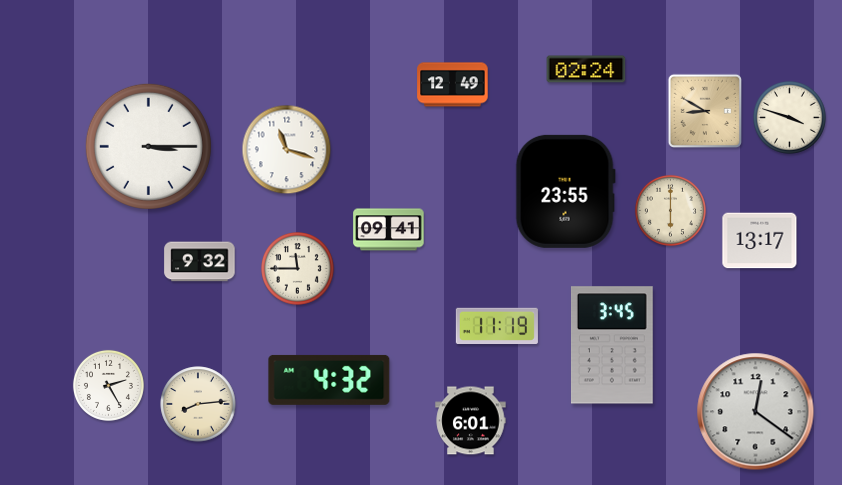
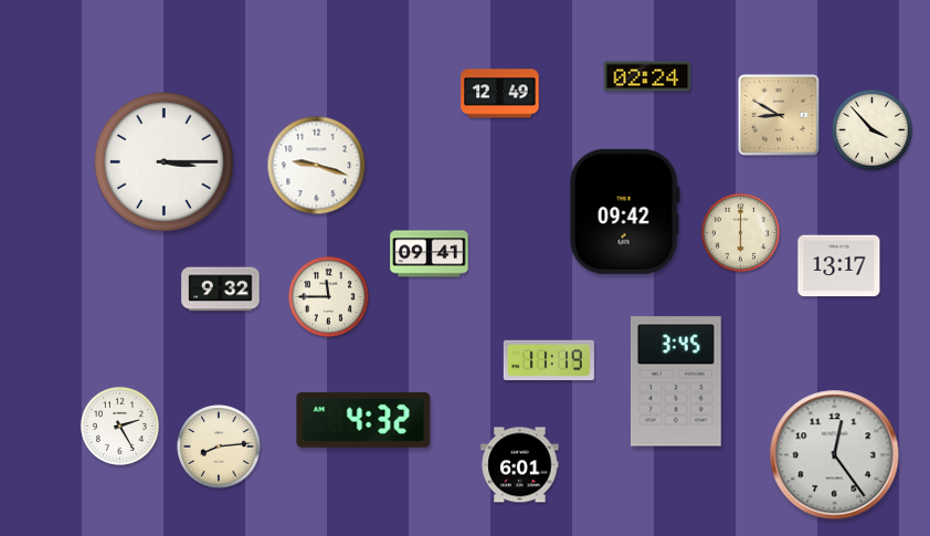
clock at (704, 110) position: (704, 110) -> (778, 114)
clock at (790, 118): 3:48 -> 3:53
clock at (287, 150): 11:18 -> 9:18
clock at (565, 191): 23:55 -> 09:42
clock at (756, 412): 12:21 -> 12:24
